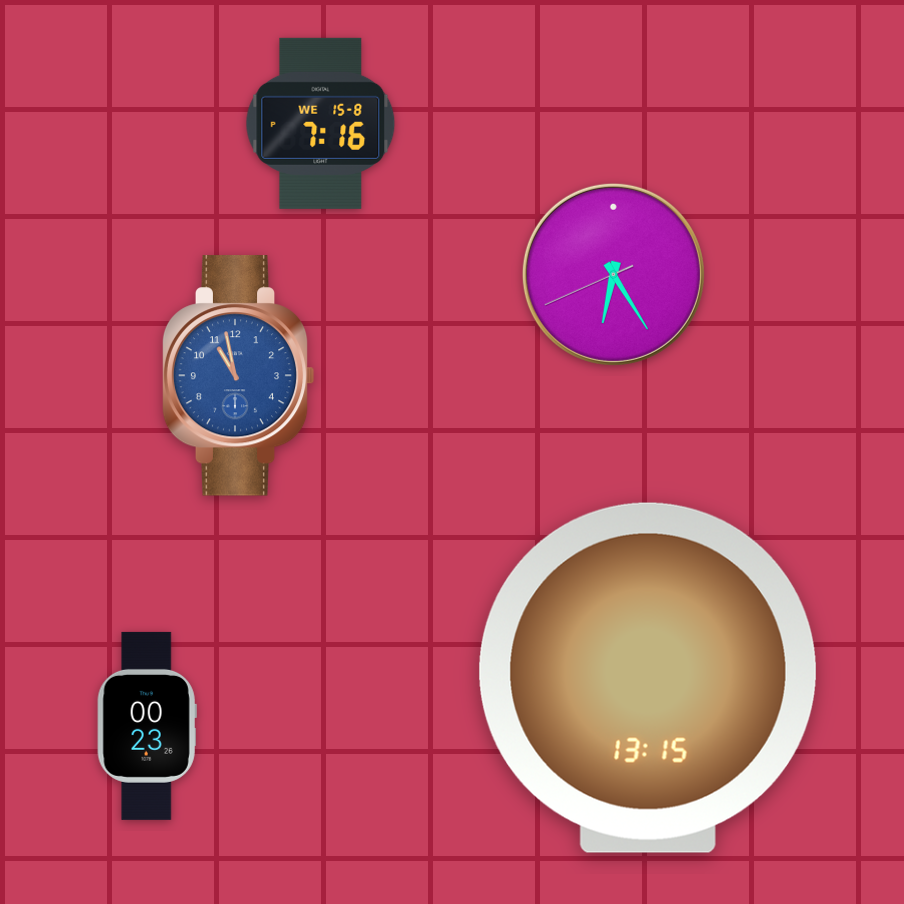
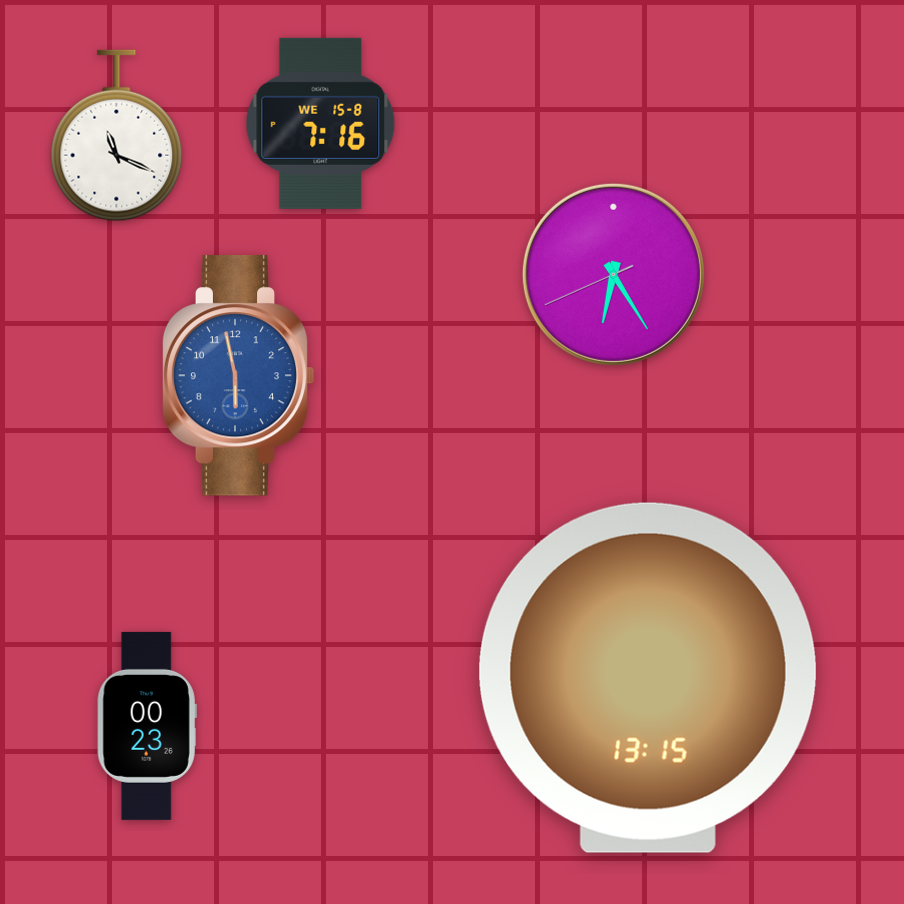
clock at (117, 136): none -> 11:19
clock at (238, 376): 10:58 -> 5:58
